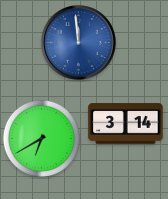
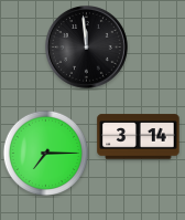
clock at (79, 43) dial: blue -> black
clock at (41, 138): 6:40 -> 7:15
